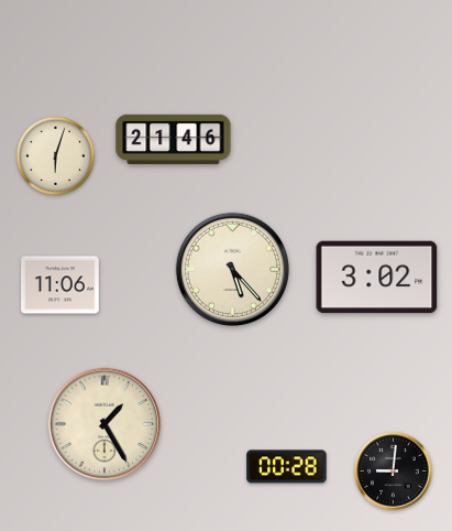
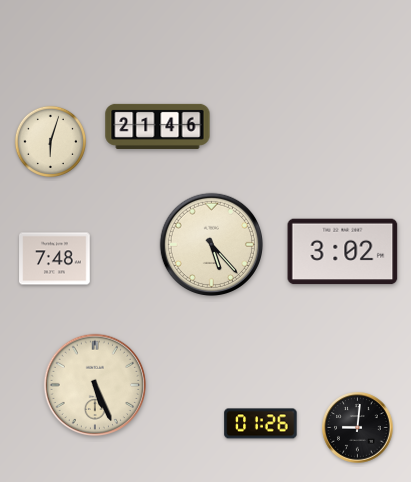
clock at (60, 285): 11:06 -> 7:48
clock at (104, 424): 1:25 -> 5:26
clock at (287, 467): 00:28 -> 01:26
